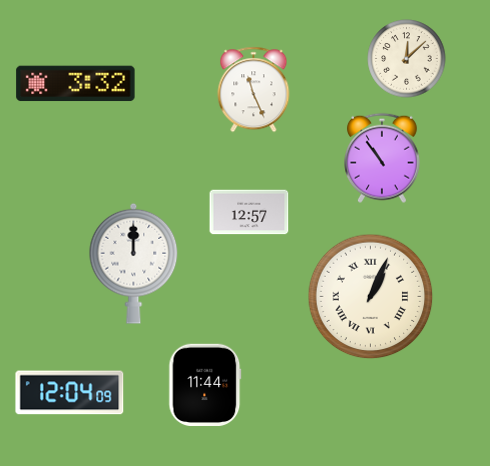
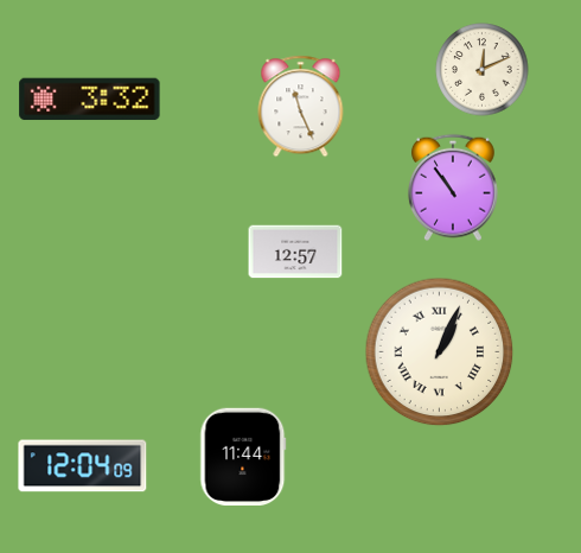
clock at (407, 59): 12:08 -> 12:11
clock at (134, 263): 12:00 -> none
